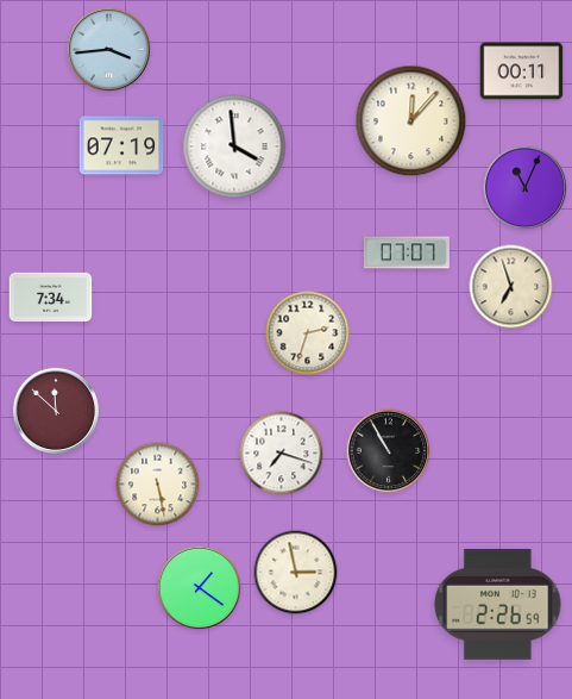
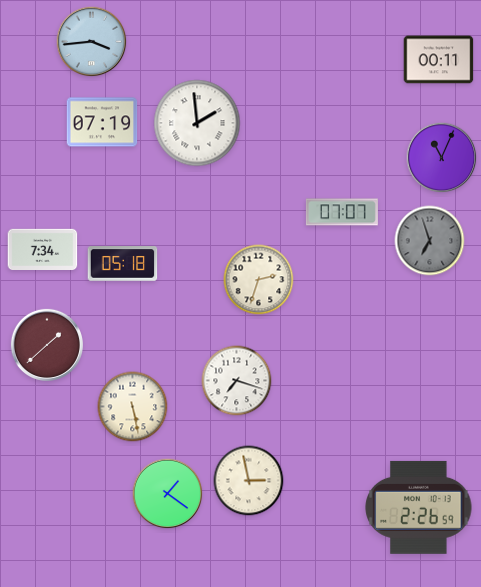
clock at (411, 121): 12:07 -> none
clock at (234, 146): 3:59 -> 1:59
clock at (511, 287) dial: cream -> grey
clock at (123, 264): none -> 05:18
clock at (56, 411): 11:52 -> 1:38
clock at (389, 451): 10:55 -> none
